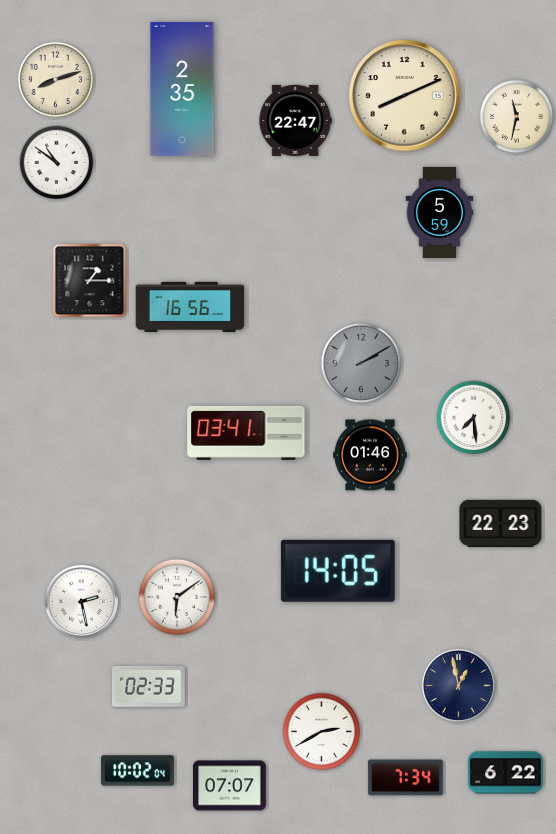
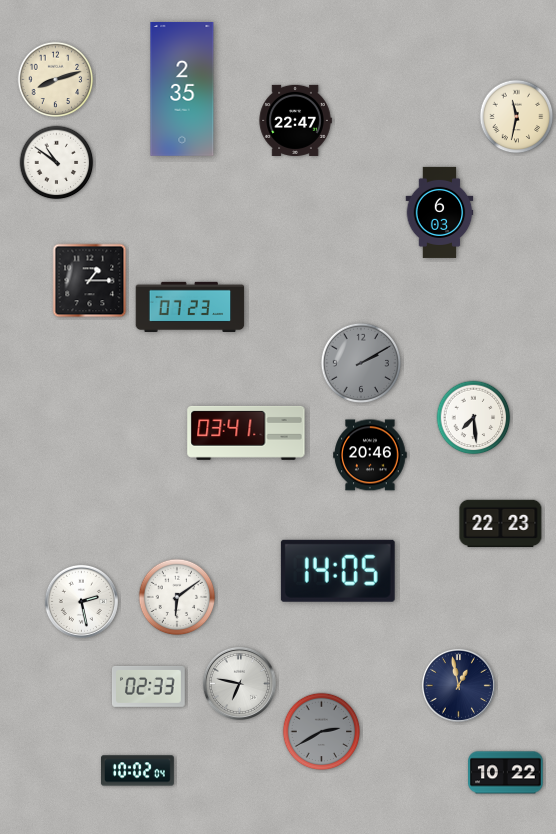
clock at (405, 96): 8:11 -> none
clock at (440, 212): 5:59 -> 6:03
clock at (190, 306): 16:56 -> 07:23
clock at (370, 455): 01:46 -> 20:46
clock at (239, 683): none -> 6:47
clock at (322, 732) dial: white -> grey
clock at (506, 773): 6:22 -> 10:22
clock at (406, 778): 7:34 -> none
clock at (230, 786): 07:07 -> none
